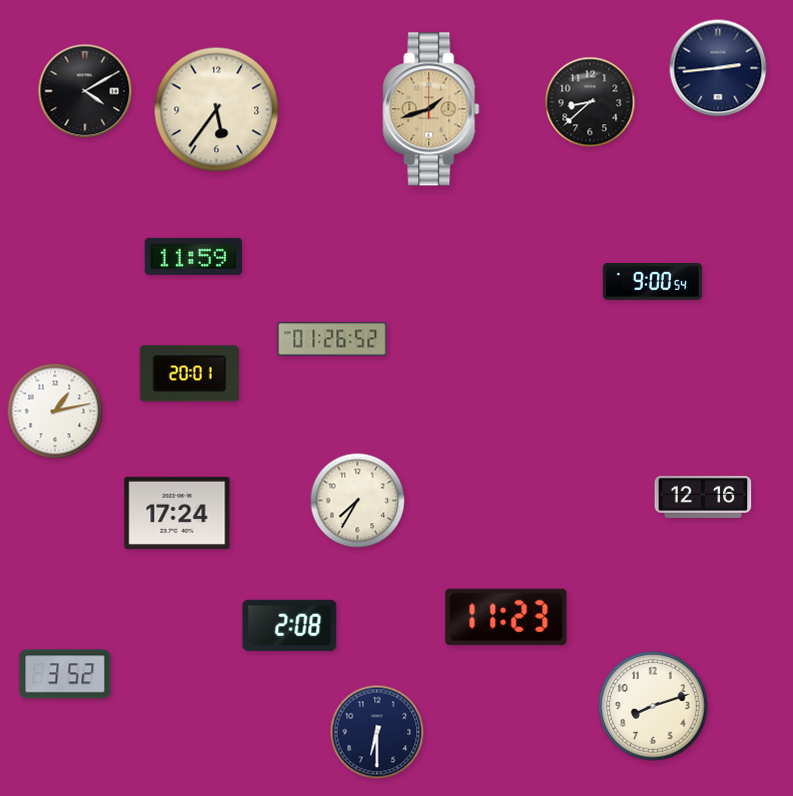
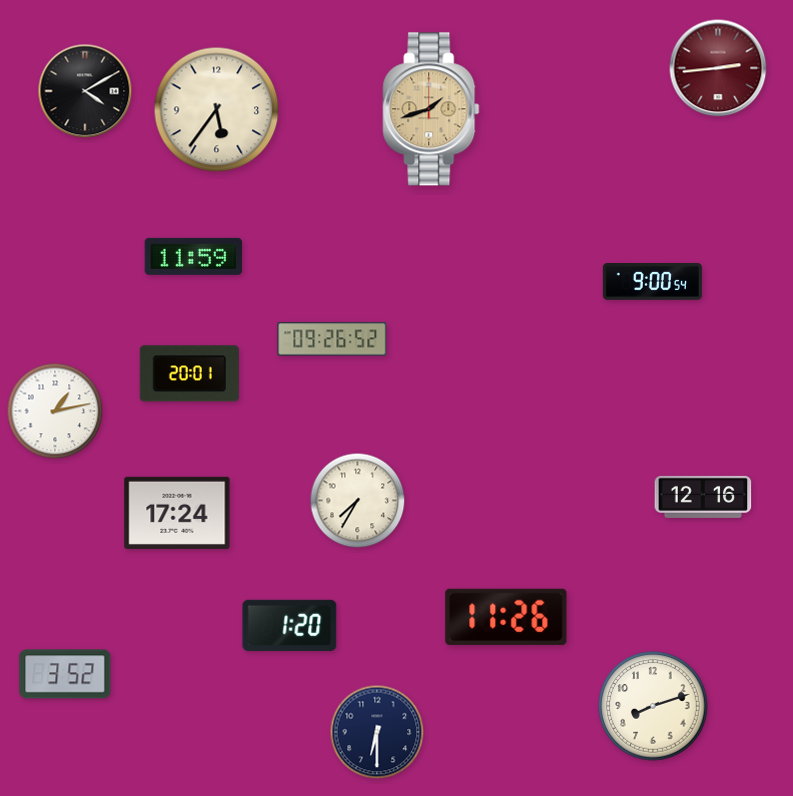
clock at (718, 68) dial: navy -> burgundy
clock at (590, 102): 8:38 -> none
clock at (332, 339): 01:26 -> 09:26
clock at (506, 617): 11:23 -> 11:26
clock at (290, 625): 2:08 -> 1:20
